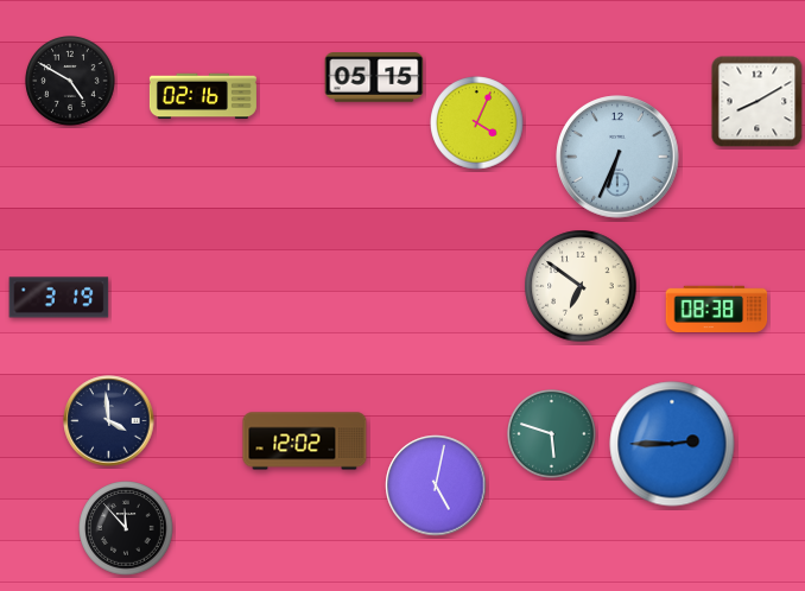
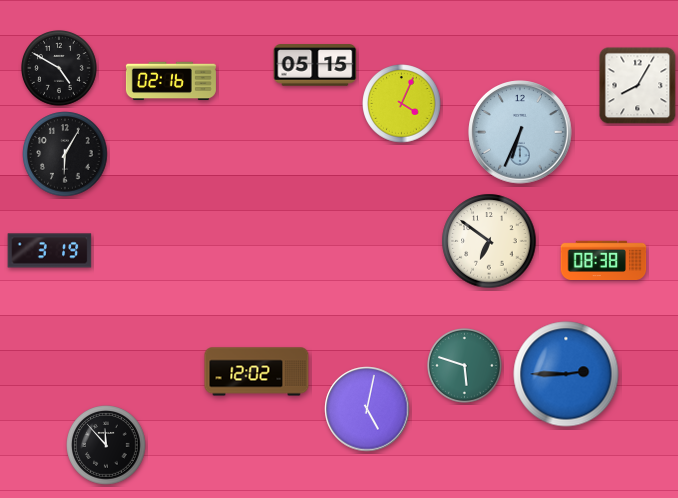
clock at (758, 102): 8:10 -> 8:05
clock at (65, 154): none -> 6:05
clock at (109, 421): 3:59 -> none
